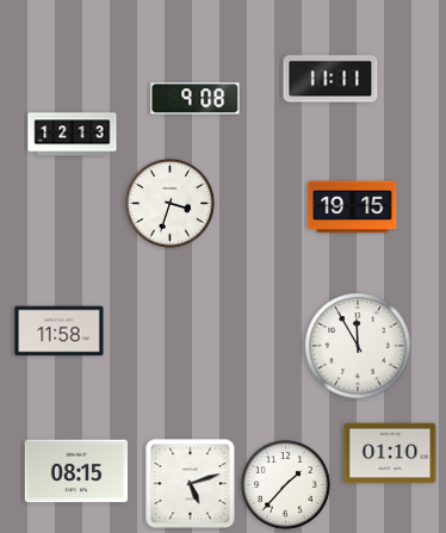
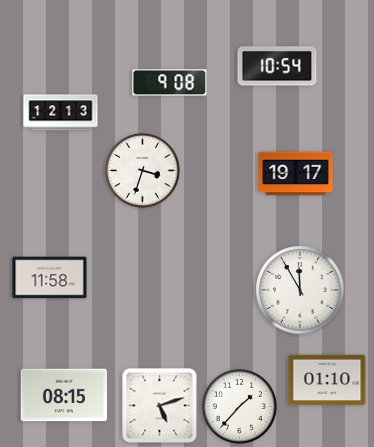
clock at (330, 79): 11:11 -> 10:54
clock at (196, 99) position: (196, 99) -> (170, 83)
clock at (353, 207): 19:15 -> 19:17
